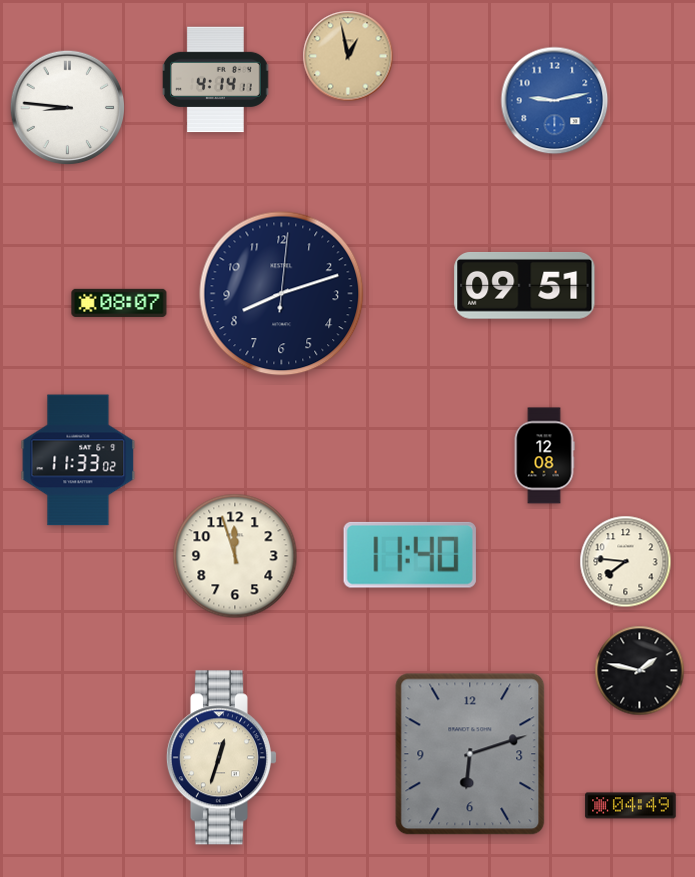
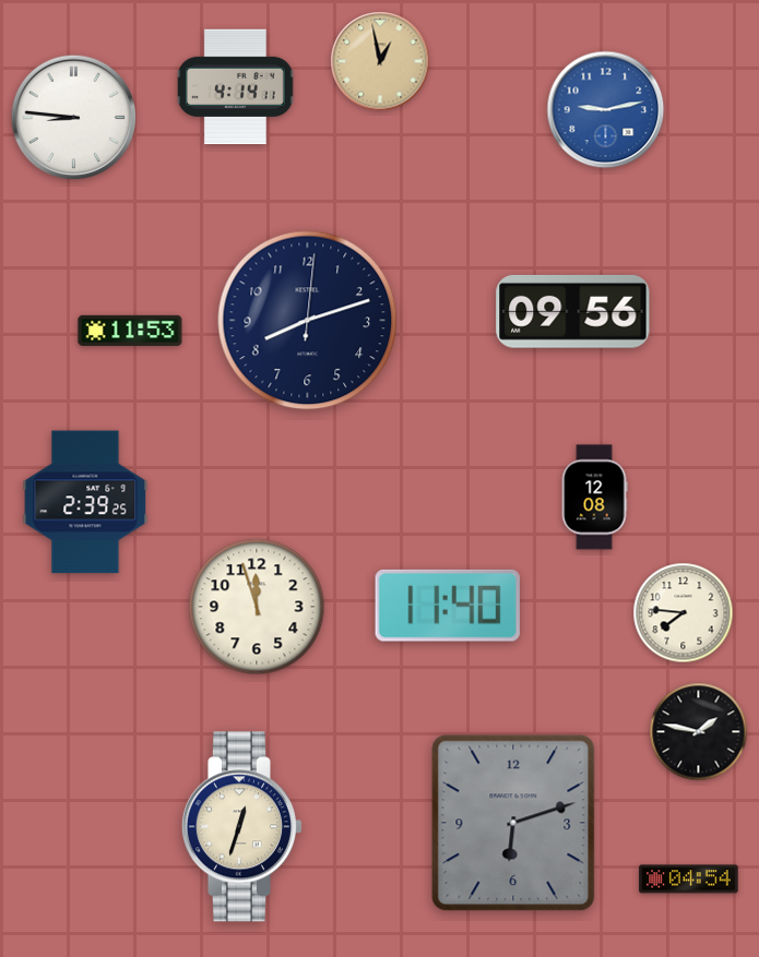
clock at (525, 285): 09:51 -> 09:56
clock at (119, 303): 08:07 -> 11:53
clock at (78, 460): 11:33 -> 2:39
clock at (631, 806): 04:49 -> 04:54
